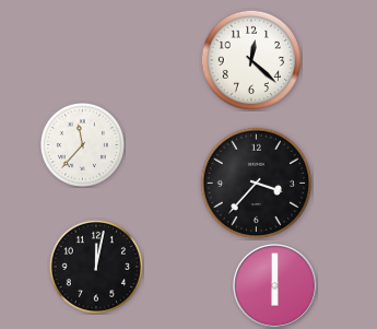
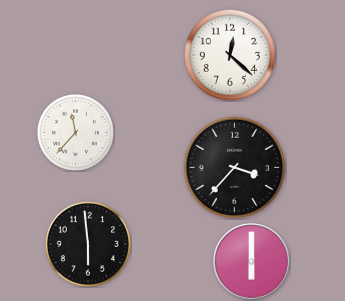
clock at (96, 267): 12:02 -> 5:59
